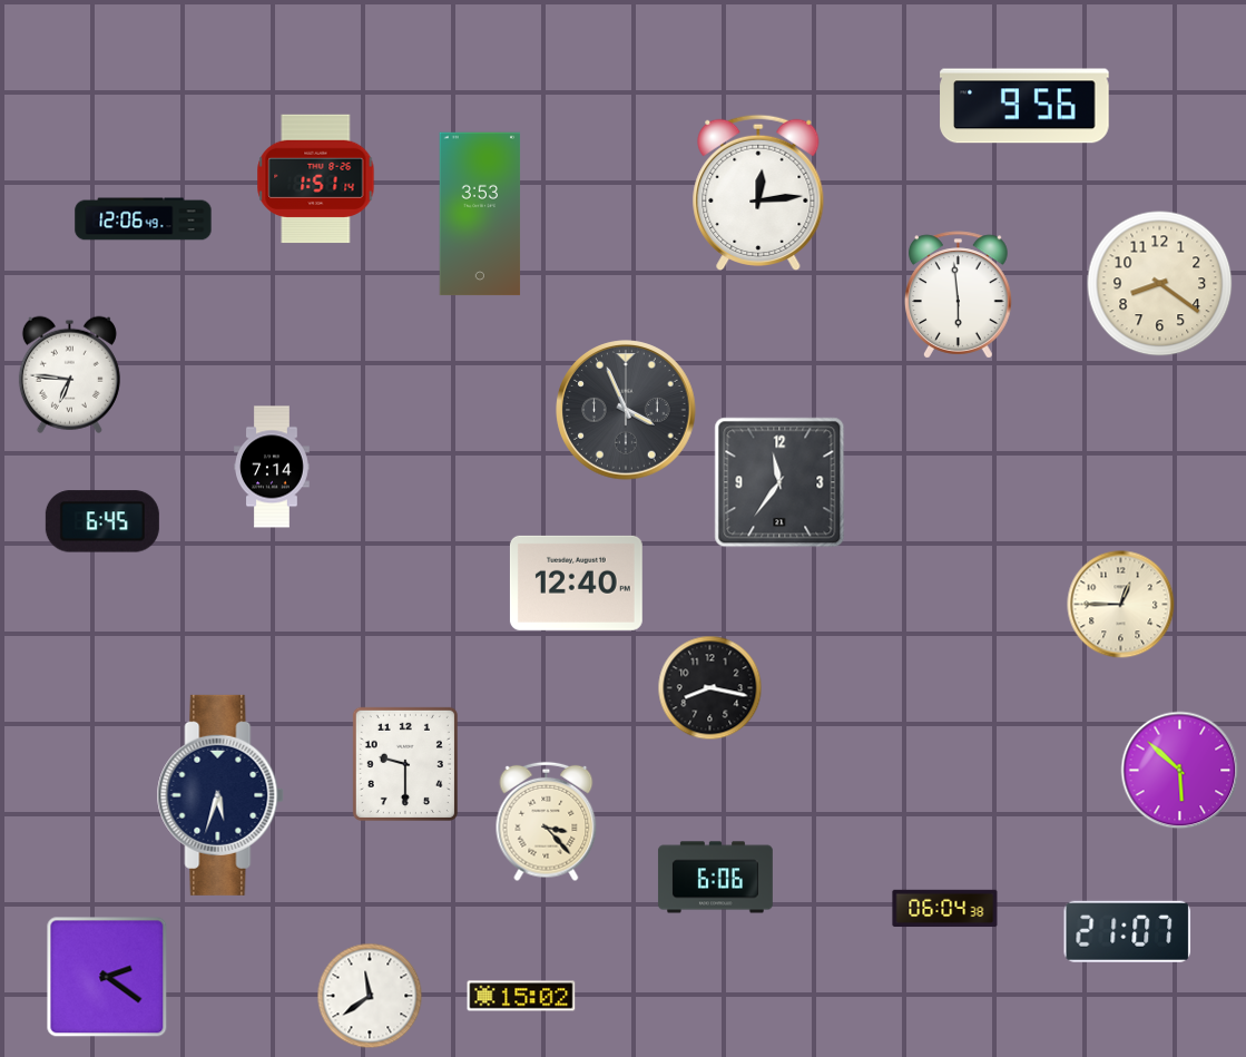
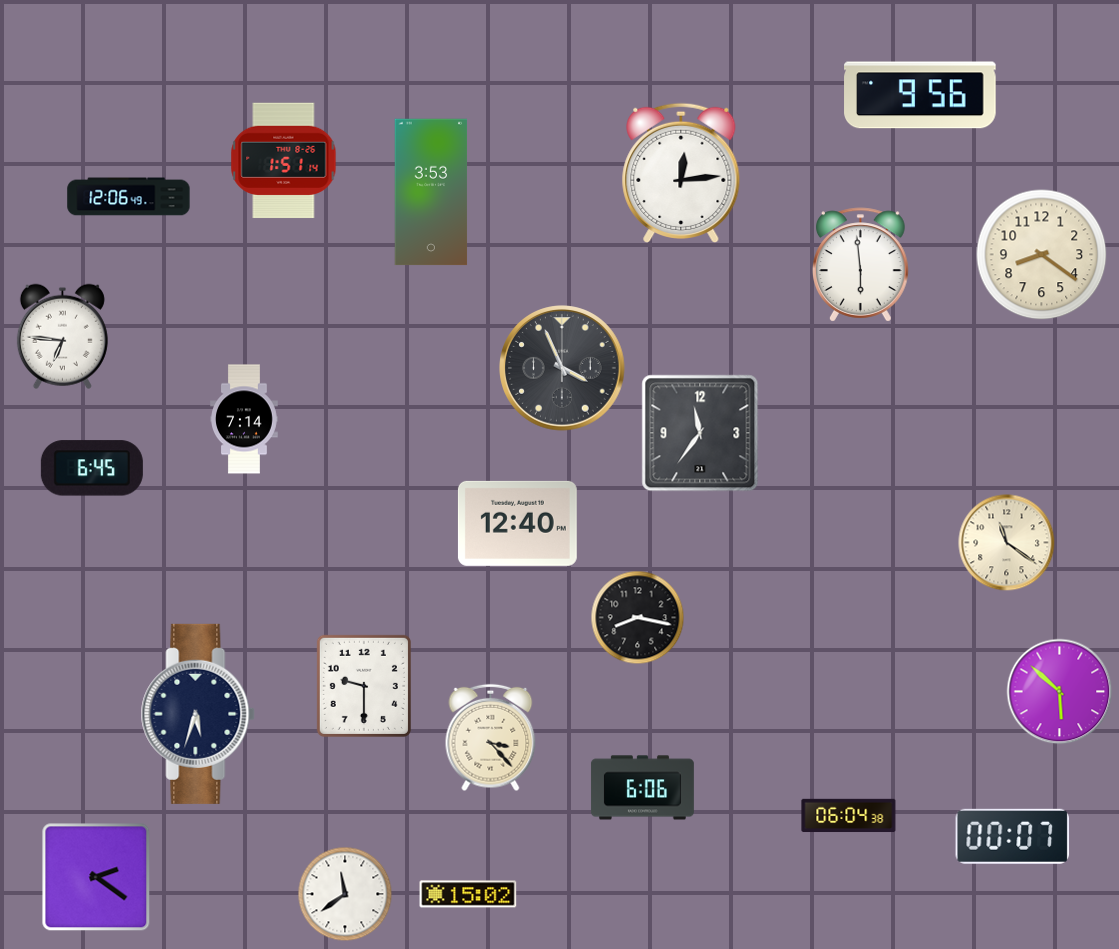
clock at (1121, 605): 12:45 -> 11:21
clock at (1128, 931): 21:07 -> 00:07
clock at (370, 996) position: (370, 996) -> (345, 894)
